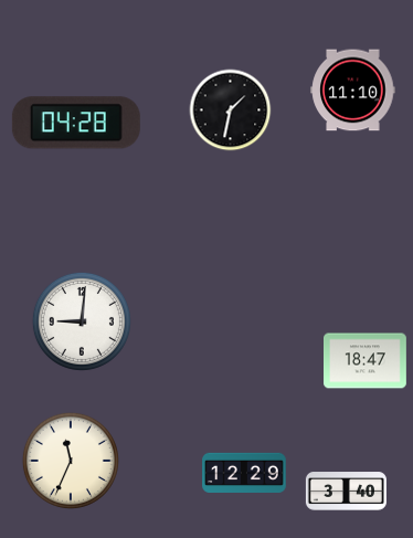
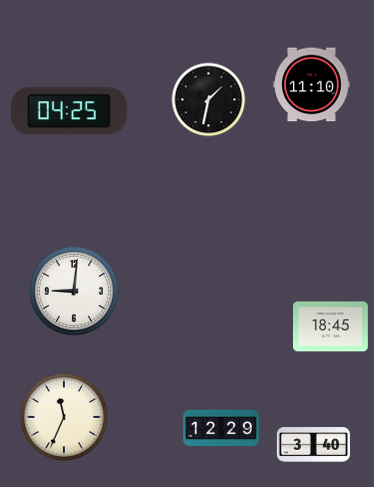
clock at (353, 91) position: (353, 91) -> (312, 85)
clock at (76, 123): 04:28 -> 04:25
clock at (366, 361): 18:47 -> 18:45
